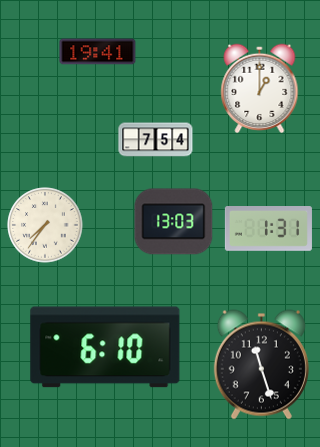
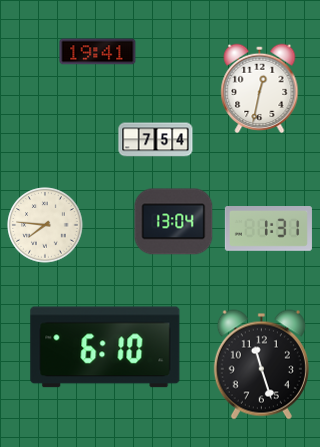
clock at (260, 89): 1:00 -> 12:32
clock at (174, 222): 13:03 -> 13:04
clock at (45, 225): 7:36 -> 7:46
